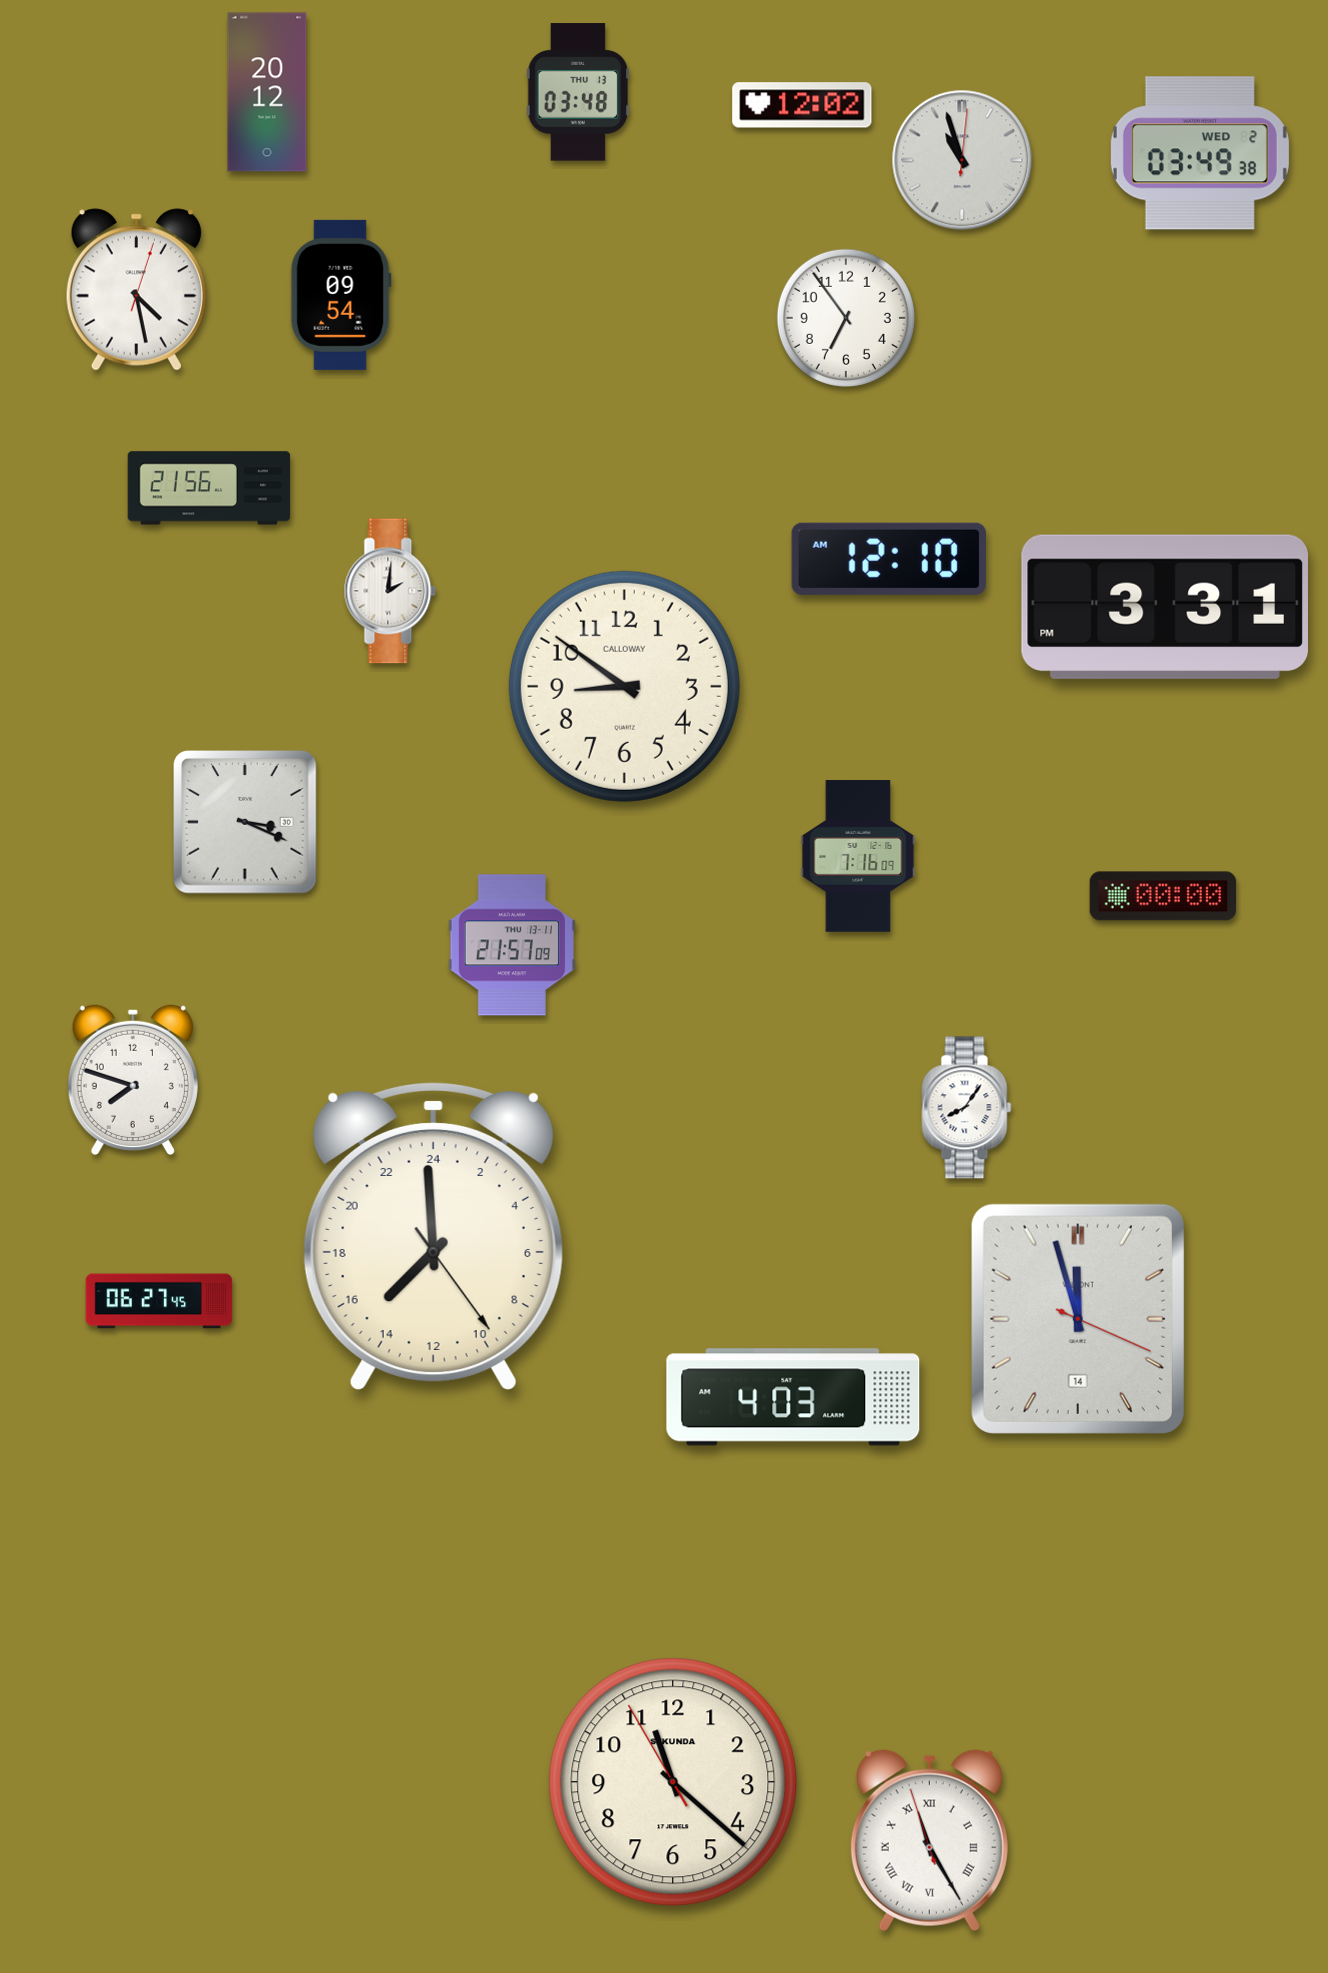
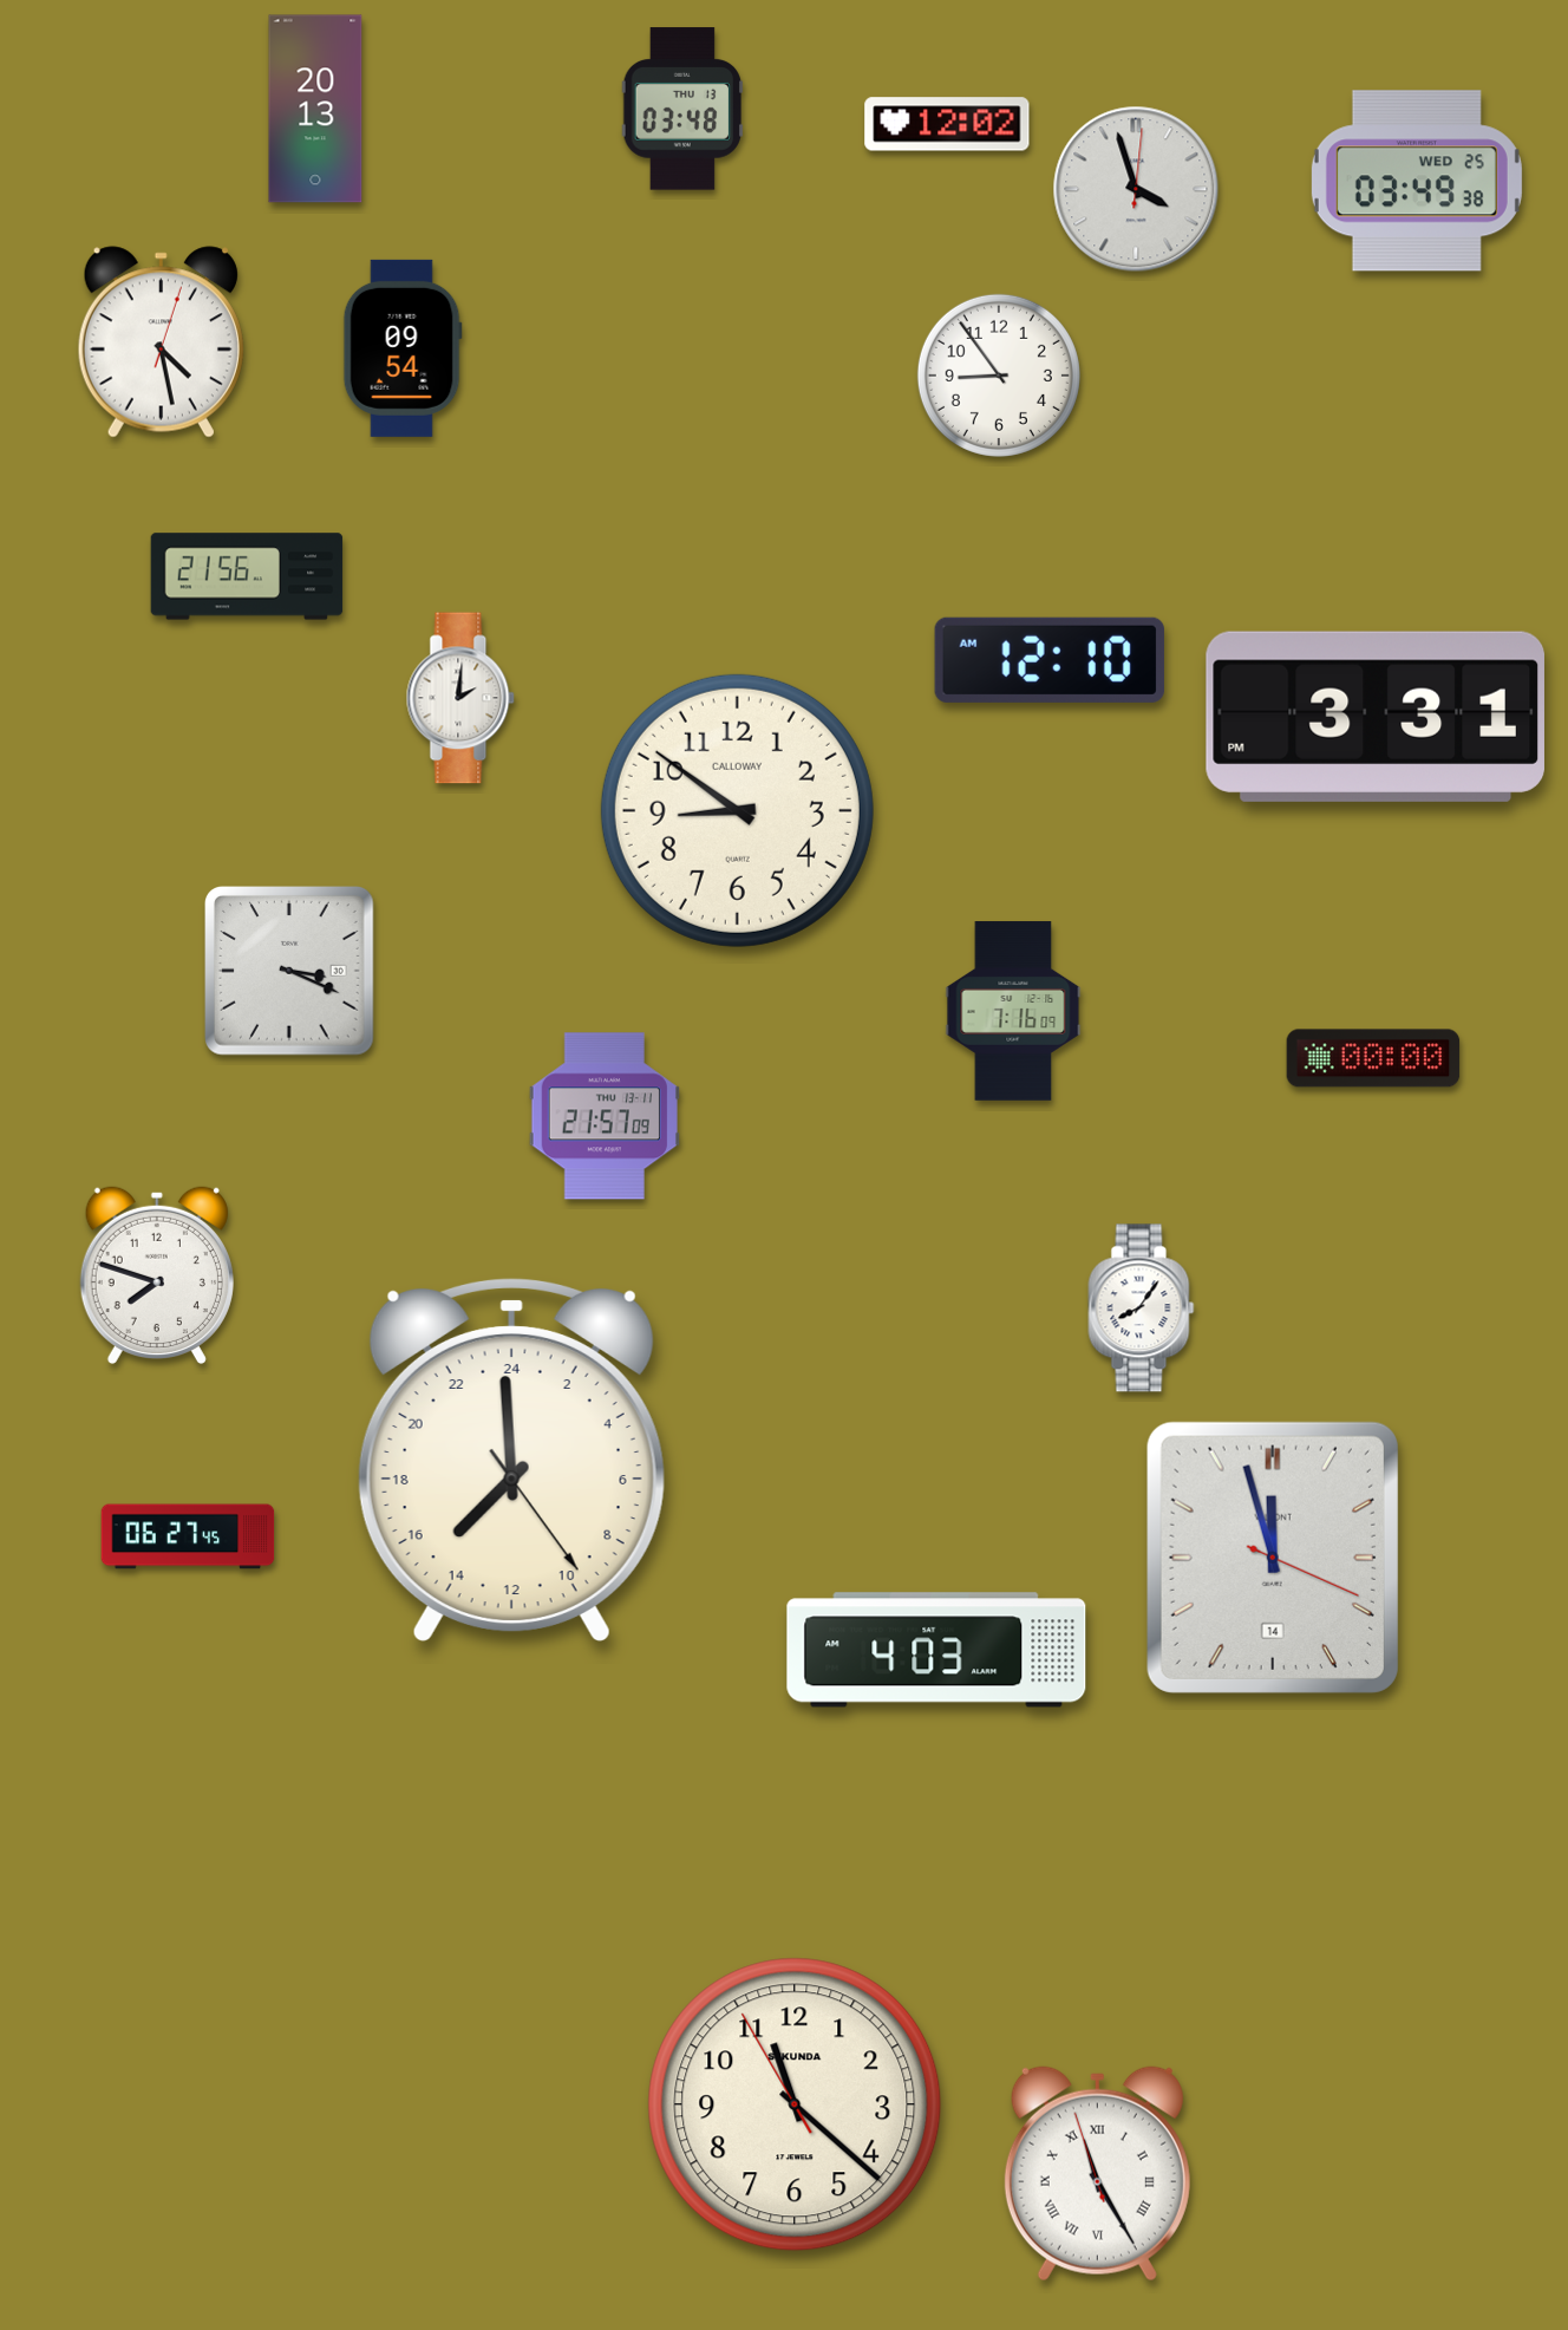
clock at (267, 92): 20:12 -> 20:13
clock at (1200, 153) date: WED 2 -> WED 25
clock at (962, 160): 10:57 -> 3:57
clock at (846, 318): 6:54 -> 8:54
